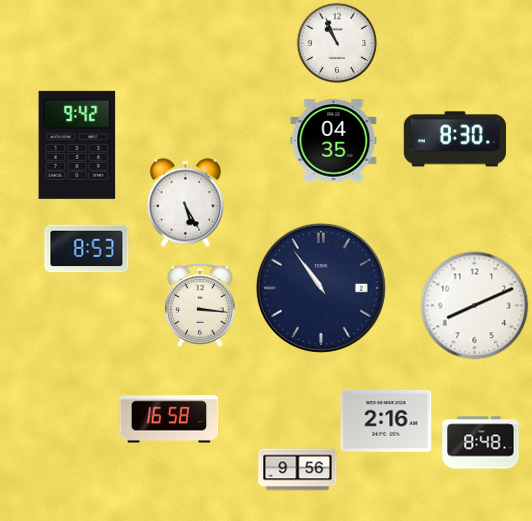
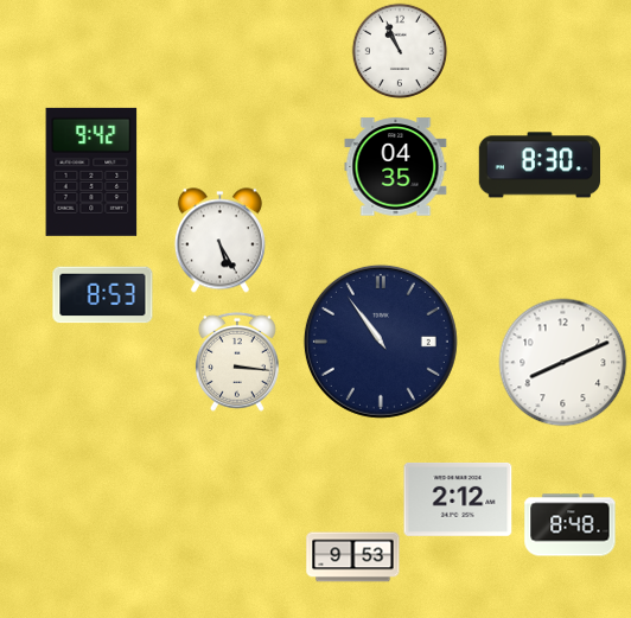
clock at (169, 419): 16:58 -> none
clock at (386, 421): 2:16 -> 2:12
clock at (298, 470): 9:56 -> 9:53
